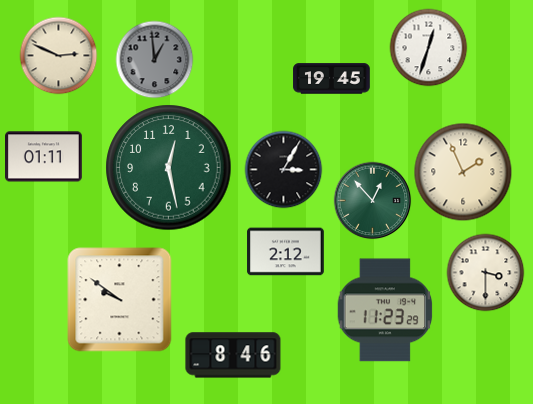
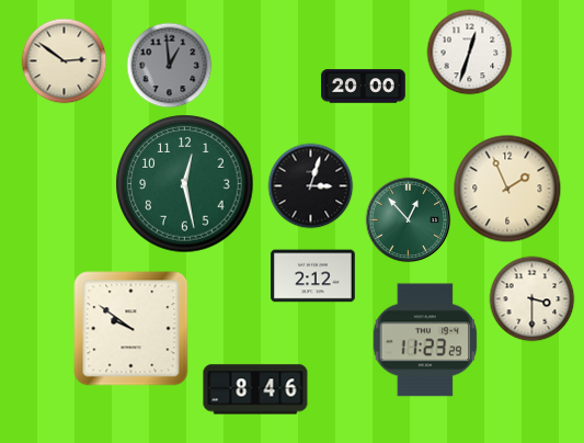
clock at (58, 55): 2:49 -> 2:51
clock at (332, 79): 19:45 -> 20:00
clock at (44, 157): 01:11 -> none
clock at (283, 169): 3:05 -> 3:03
clock at (385, 310) position: (385, 310) -> (425, 340)
